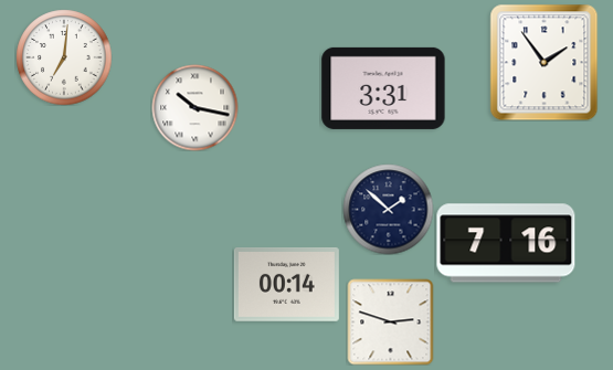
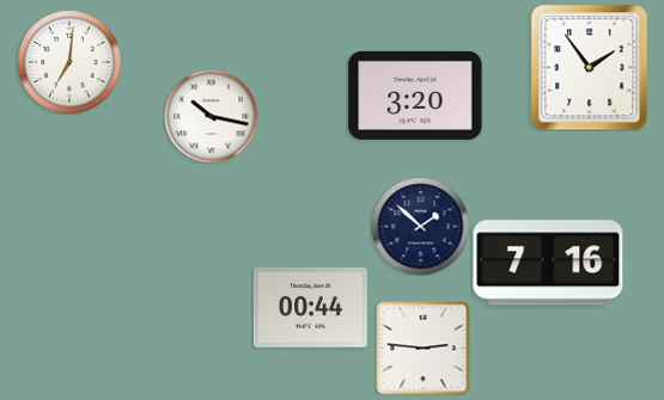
clock at (383, 88): 3:31 -> 3:20
clock at (286, 284): 00:14 -> 00:44
clock at (390, 321): 2:48 -> 2:46
